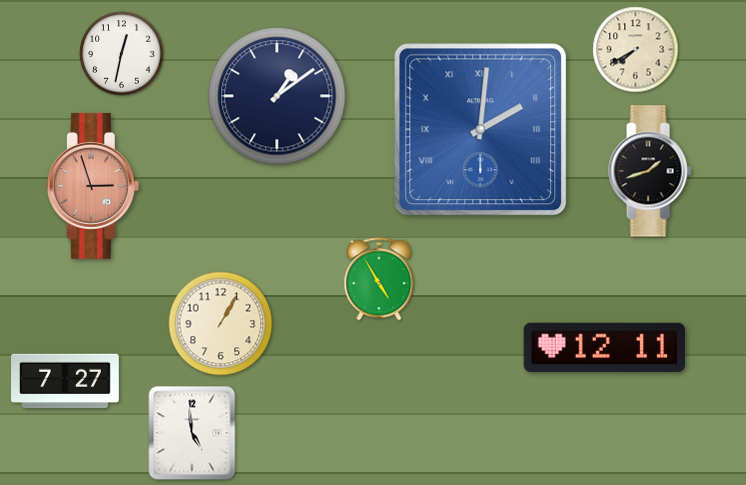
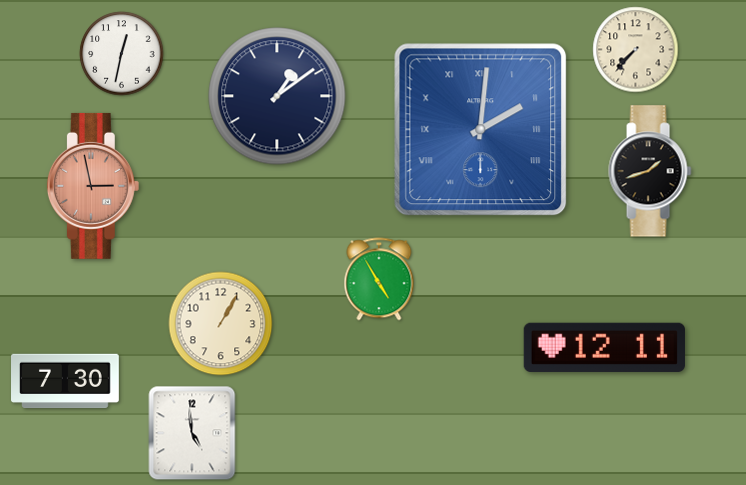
clock at (636, 50): 7:40 -> 7:37
clock at (93, 186): 2:57 -> 2:58
clock at (66, 381): 7:27 -> 7:30
